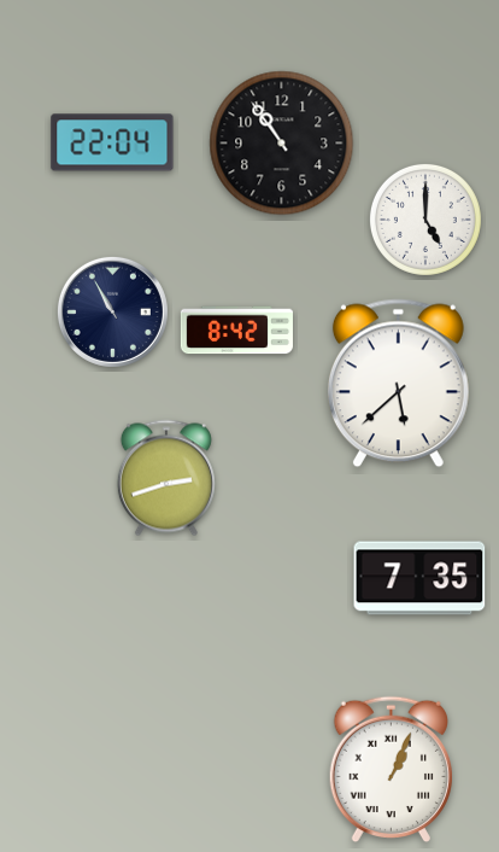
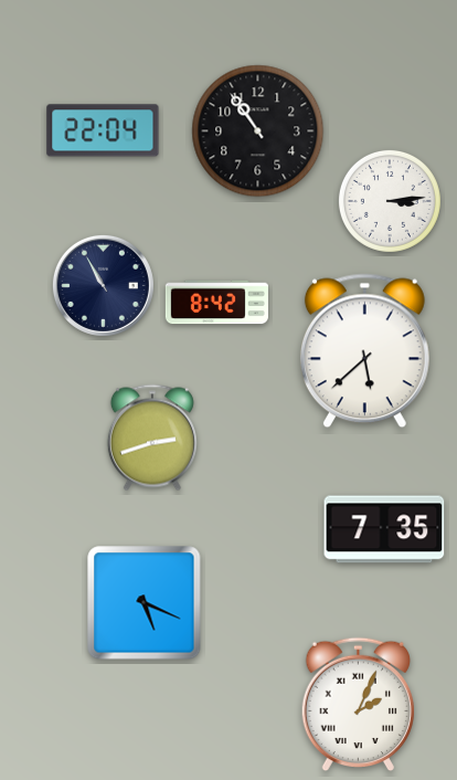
clock at (425, 220): 5:00 -> 3:14
clock at (145, 603): none -> 5:19
clock at (391, 770): 1:04 -> 2:04
